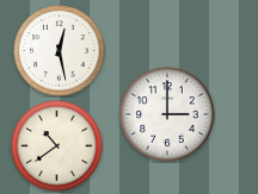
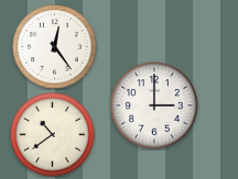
clock at (60, 51): 12:28 -> 12:24
